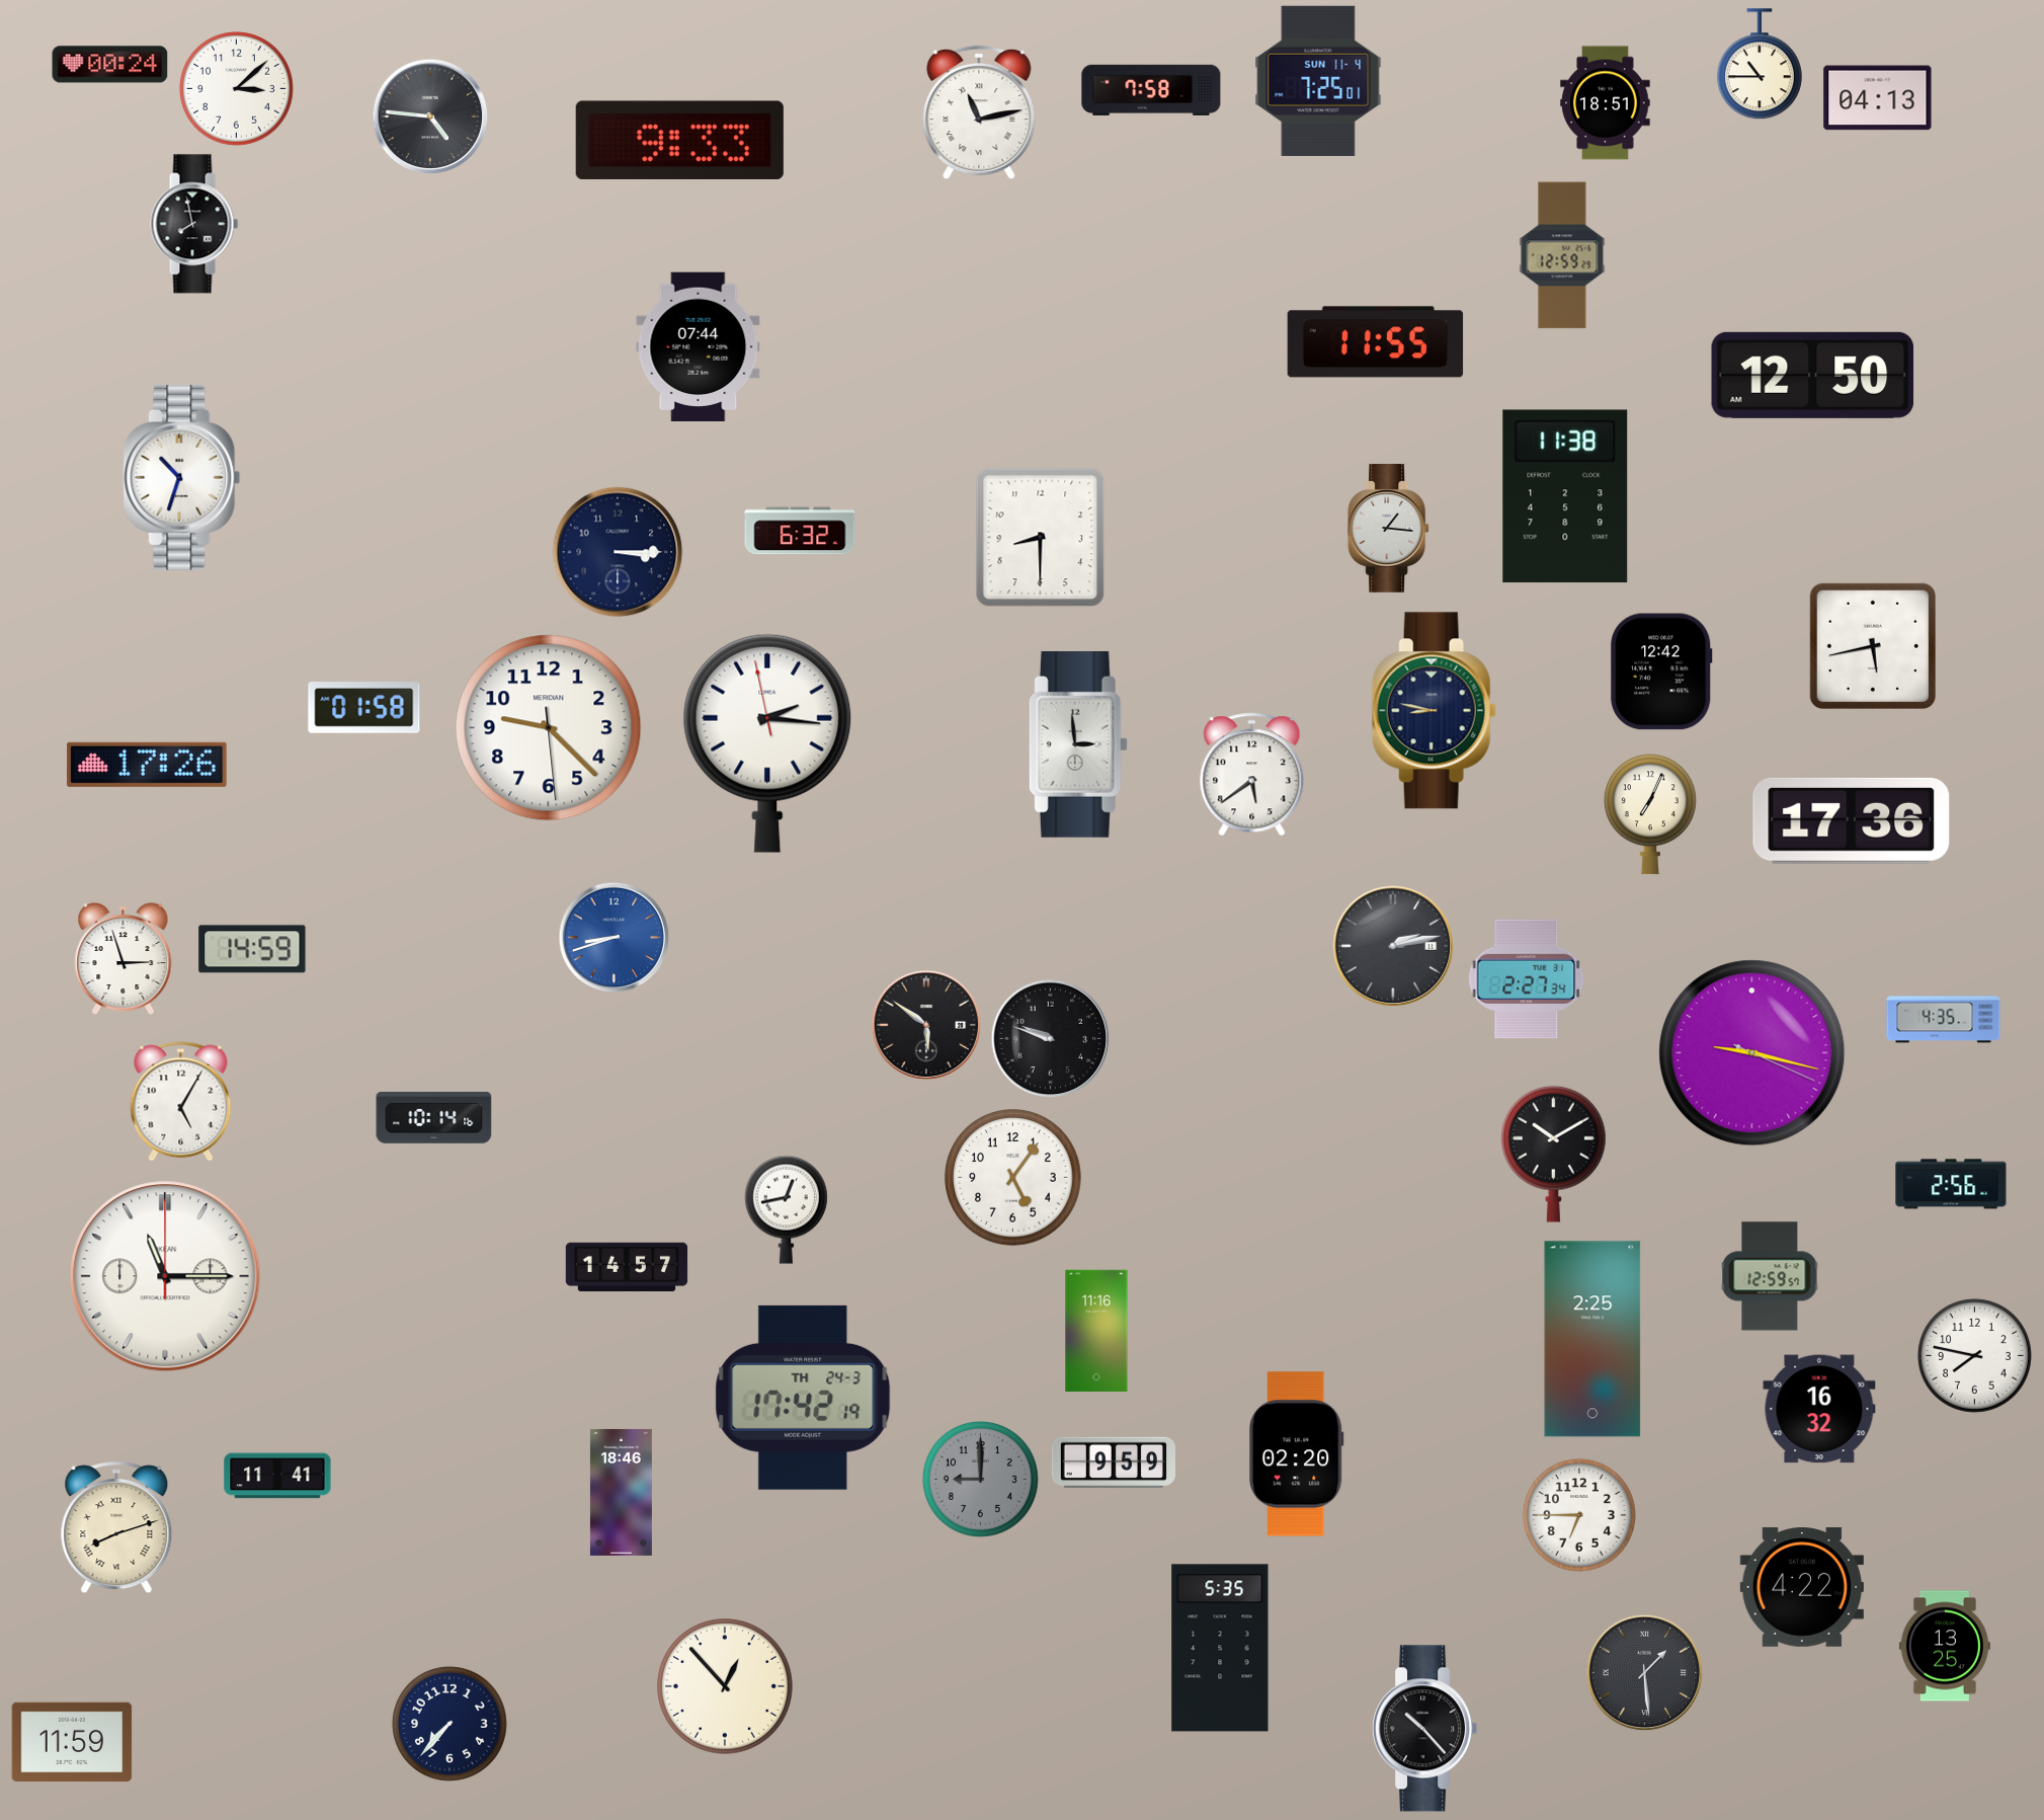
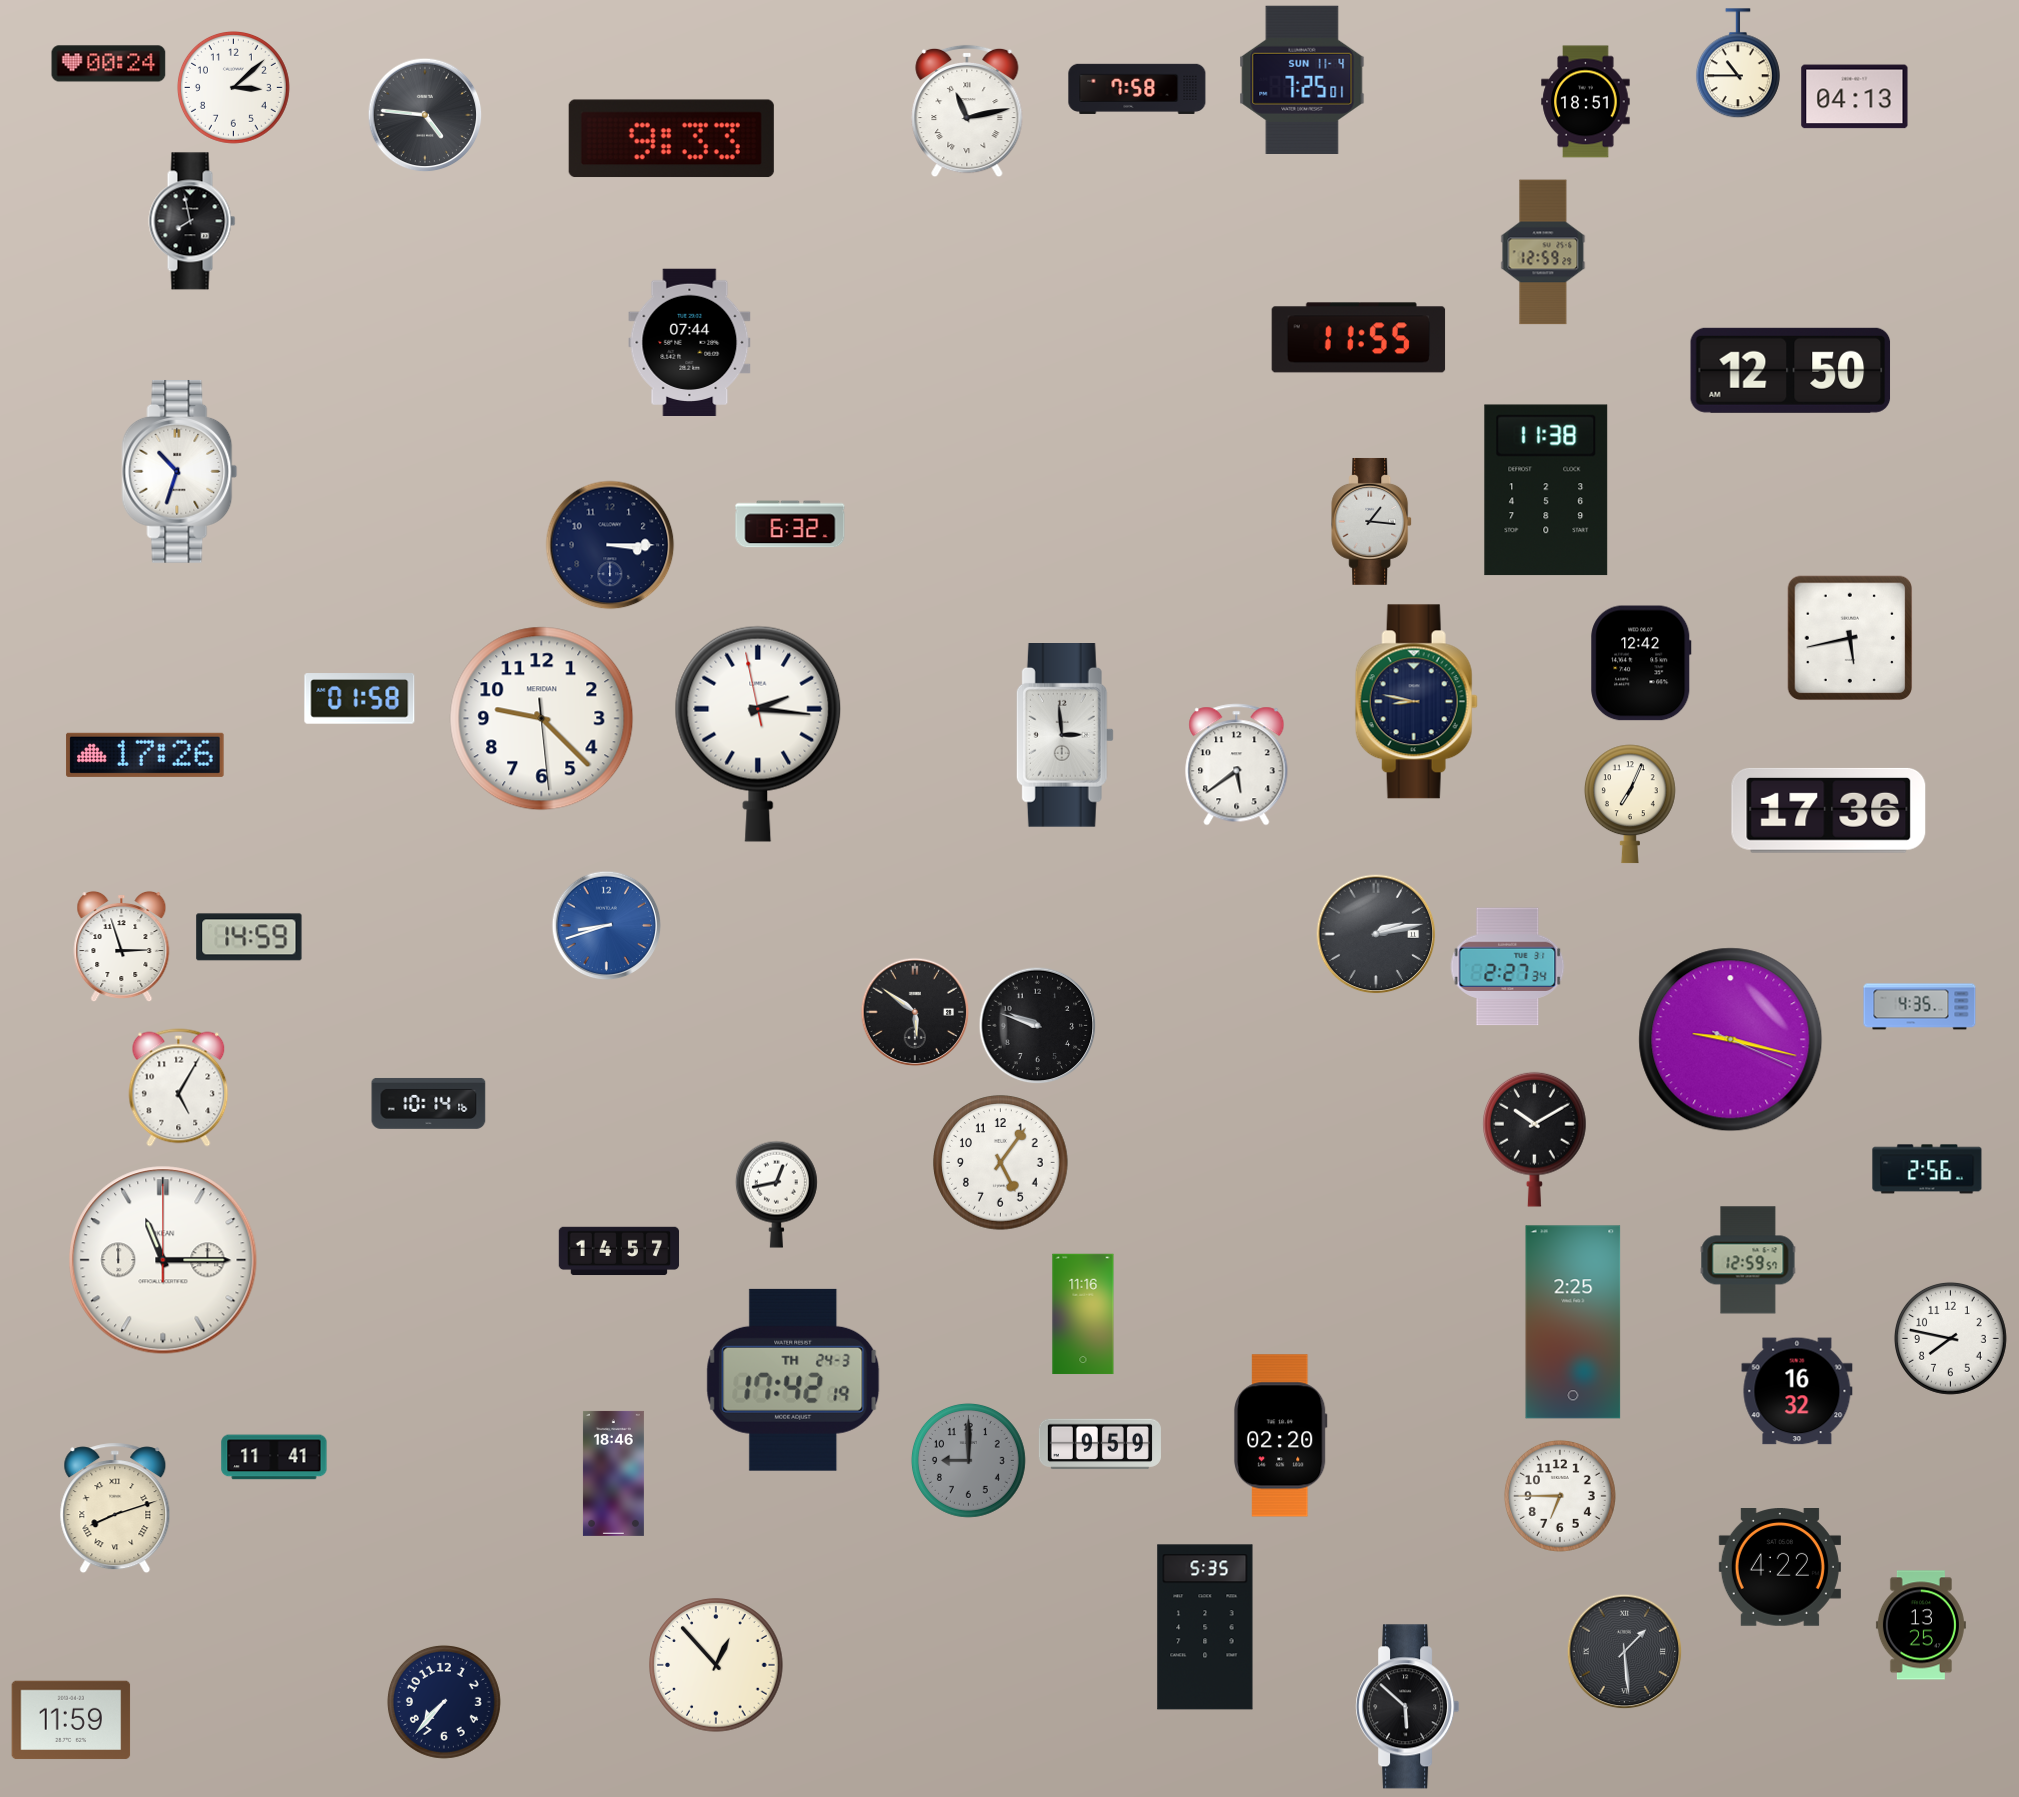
clock at (1041, 538): 8:30 -> none
clock at (1425, 1729): 10:23 -> 5:52
